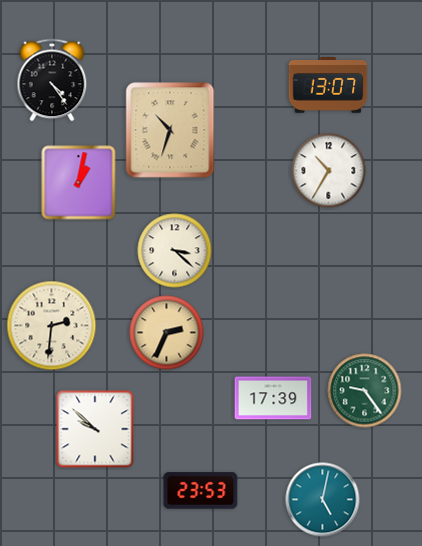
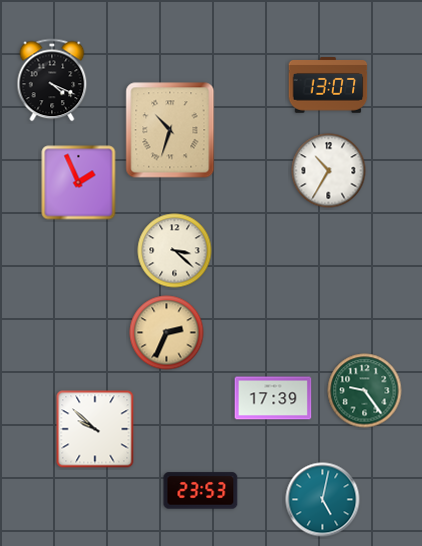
clock at (52, 80): 4:24 -> 4:19
clock at (79, 183): 1:02 -> 1:56
clock at (52, 326): 2:31 -> none
